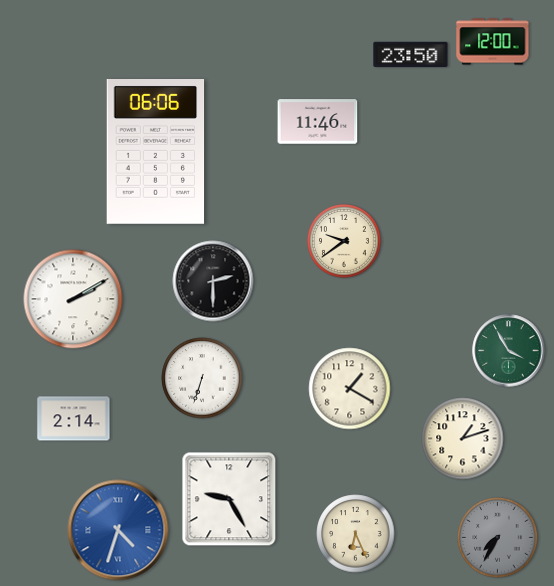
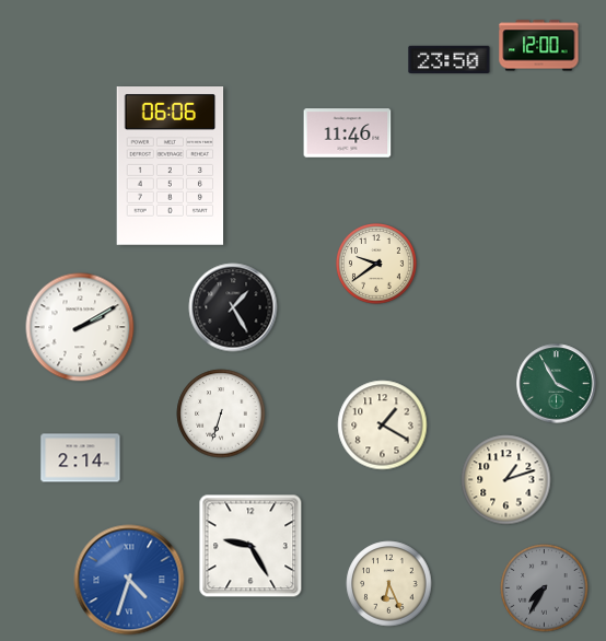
clock at (213, 281): 2:30 -> 1:25
